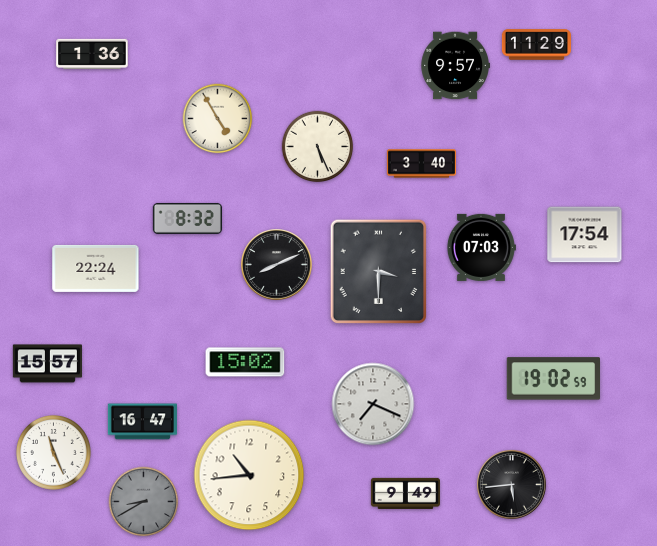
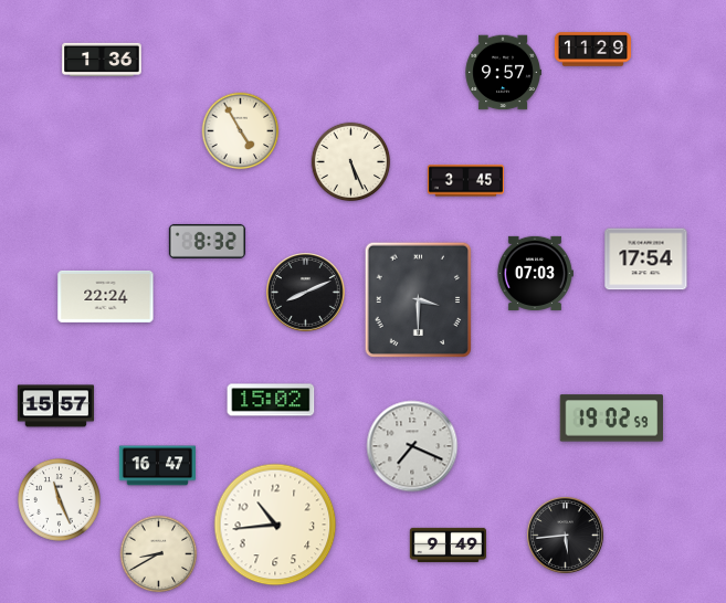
clock at (421, 164): 3:40 -> 3:45
clock at (481, 247) position: (481, 247) -> (535, 273)
clock at (47, 364) position: (47, 364) -> (55, 406)
clock at (144, 502) dial: grey -> cream
